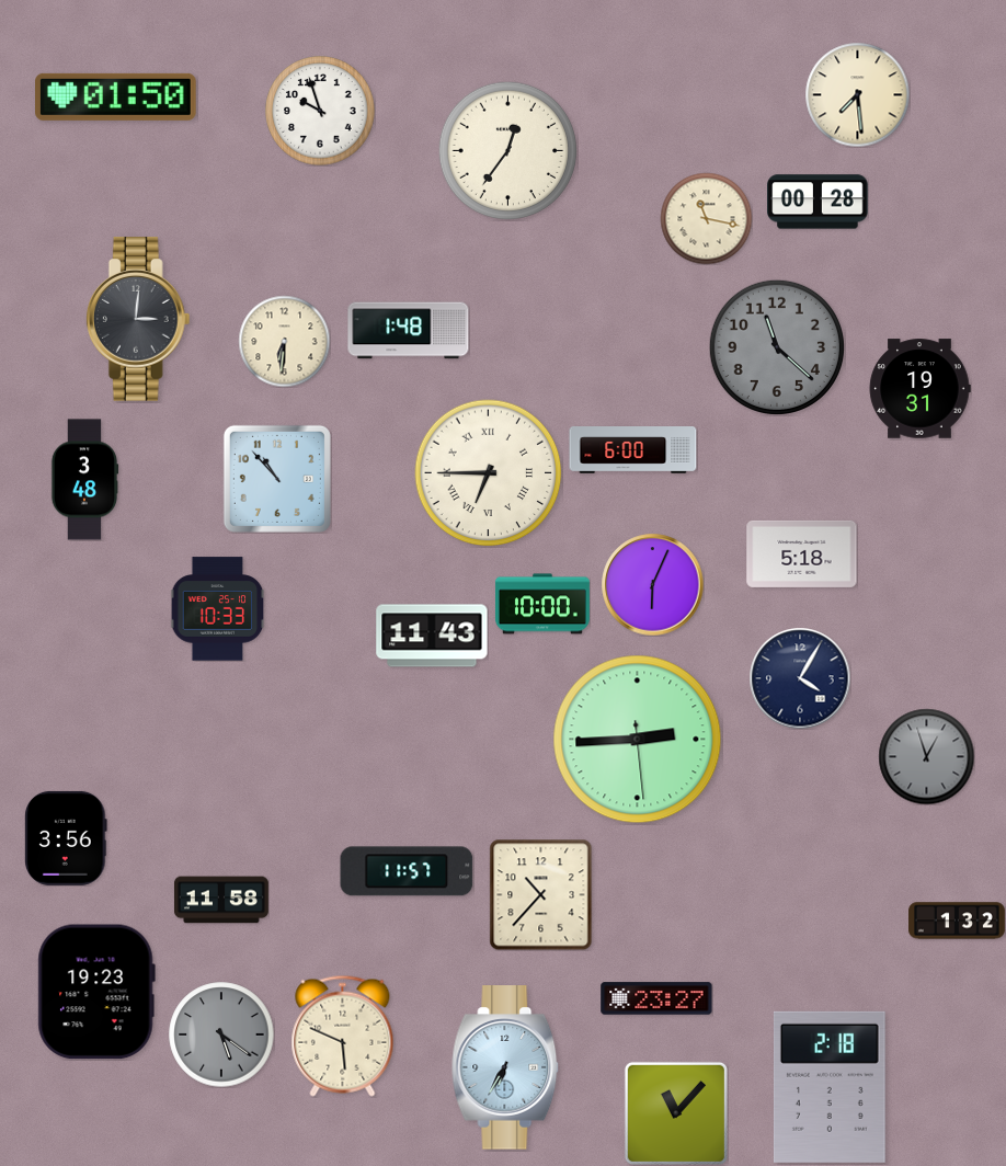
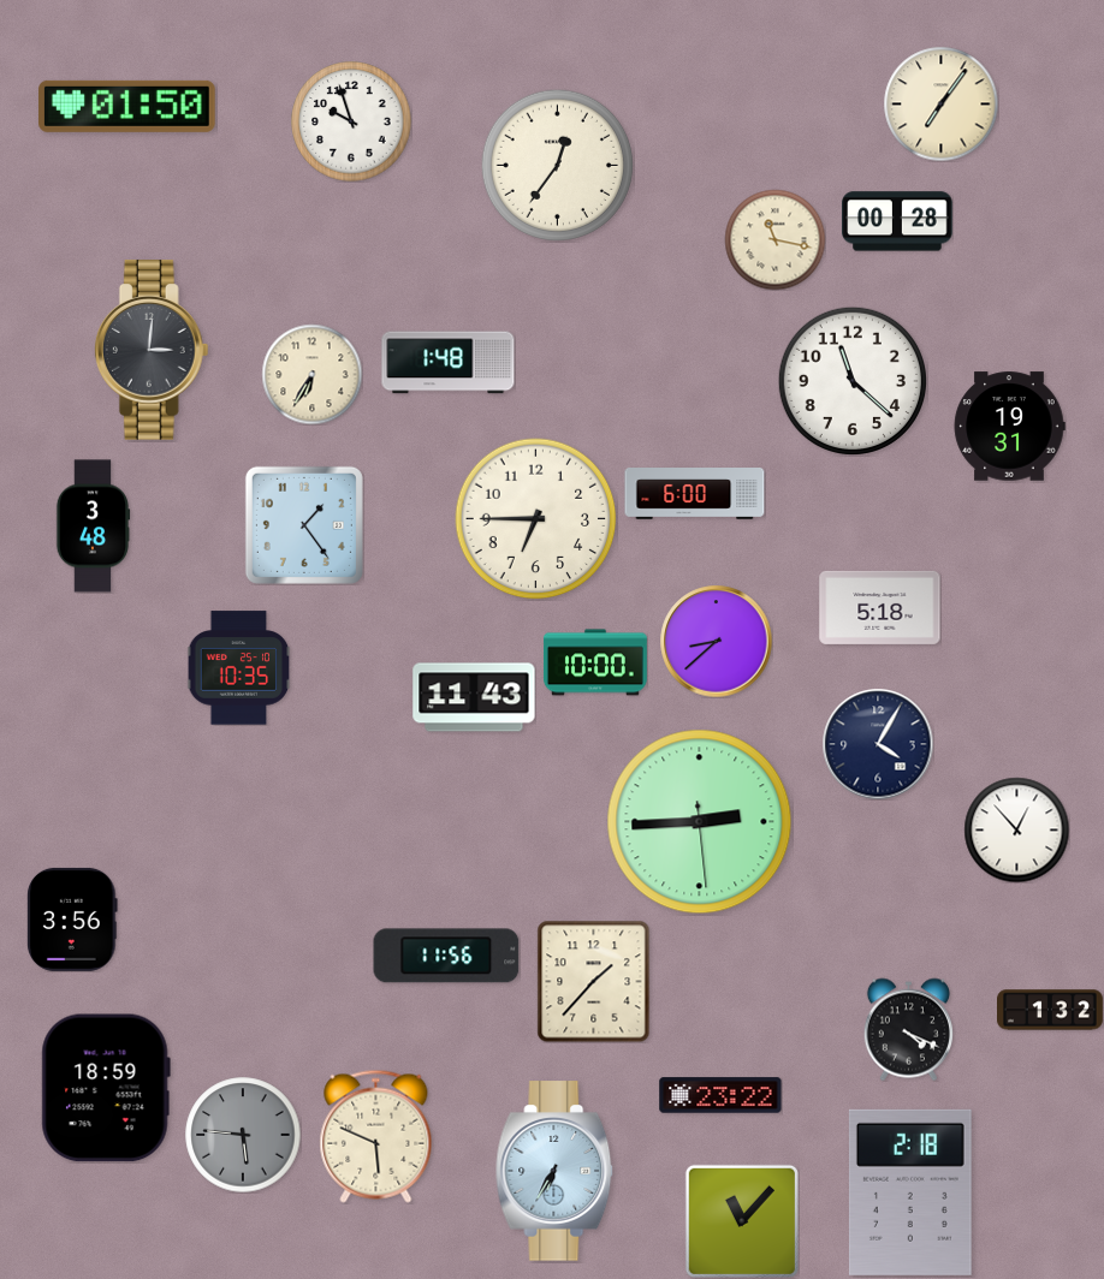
clock at (857, 94): 7:29 -> 7:06
clock at (284, 341): 6:31 -> 6:35
clock at (777, 347) dial: grey -> white
clock at (489, 473) numerals: Roman -> Arabic
clock at (277, 479): 10:53 -> 1:24
clock at (652, 584): 6:04 -> 8:38
clock at (218, 609): 10:33 -> 10:35
clock at (638, 740) position: (638, 740) -> (700, 822)
clock at (926, 756): 12:57 -> 12:53
clock at (926, 756) dial: grey -> white
clock at (407, 871): 11:57 -> 11:56
clock at (541, 894): 10:37 -> 1:37
clock at (221, 900): 11:58 -> none
clock at (908, 1029): none -> 4:19
clock at (96, 992): 19:23 -> 18:59
clock at (656, 998): 23:27 -> 23:22
clock at (221, 1034): 5:21 -> 5:46
